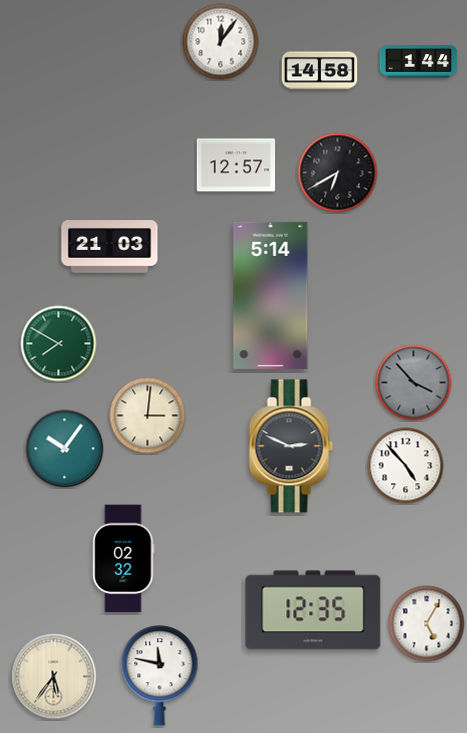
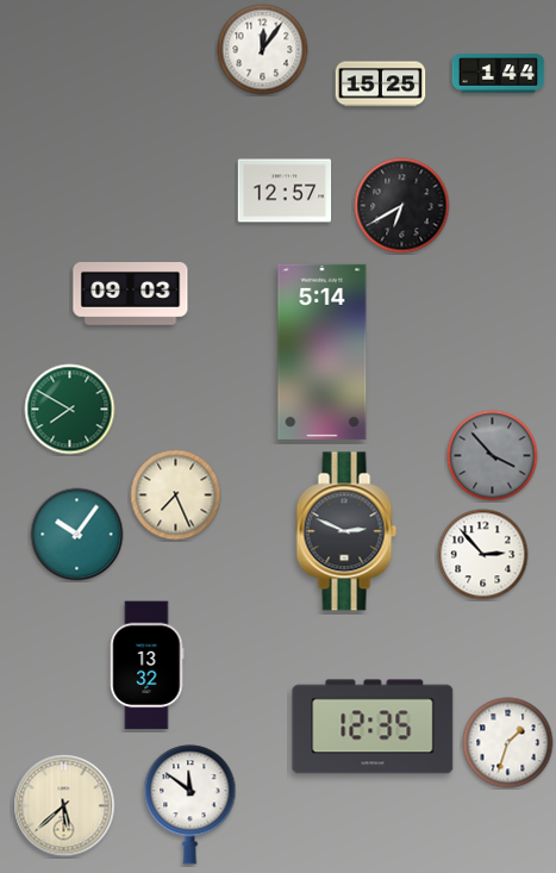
clock at (320, 71): 14:58 -> 15:25
clock at (236, 165) position: (236, 165) -> (285, 191)
clock at (110, 247): 21:03 -> 09:03
clock at (148, 416): 3:01 -> 7:26
clock at (406, 466): 4:53 -> 2:53
clock at (124, 559): 02:32 -> 13:32
clock at (427, 624): 5:05 -> 1:33
clock at (160, 676): 11:47 -> 11:51
clock at (54, 677): 5:36 -> 5:38
